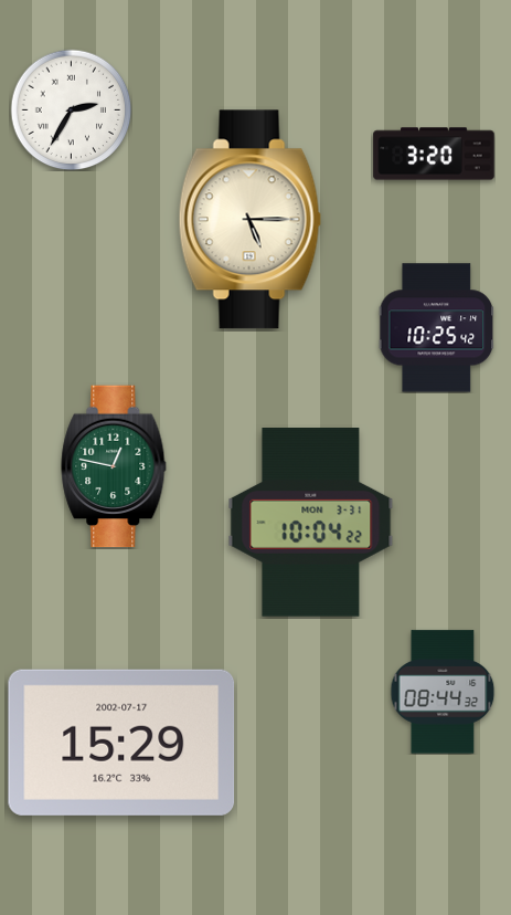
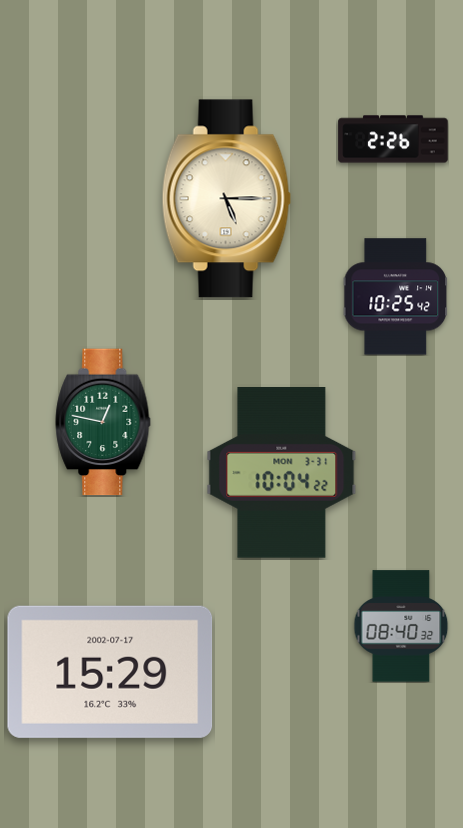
clock at (71, 109): 2:35 -> none
clock at (434, 154): 3:20 -> 2:26
clock at (443, 692): 08:44 -> 08:40
